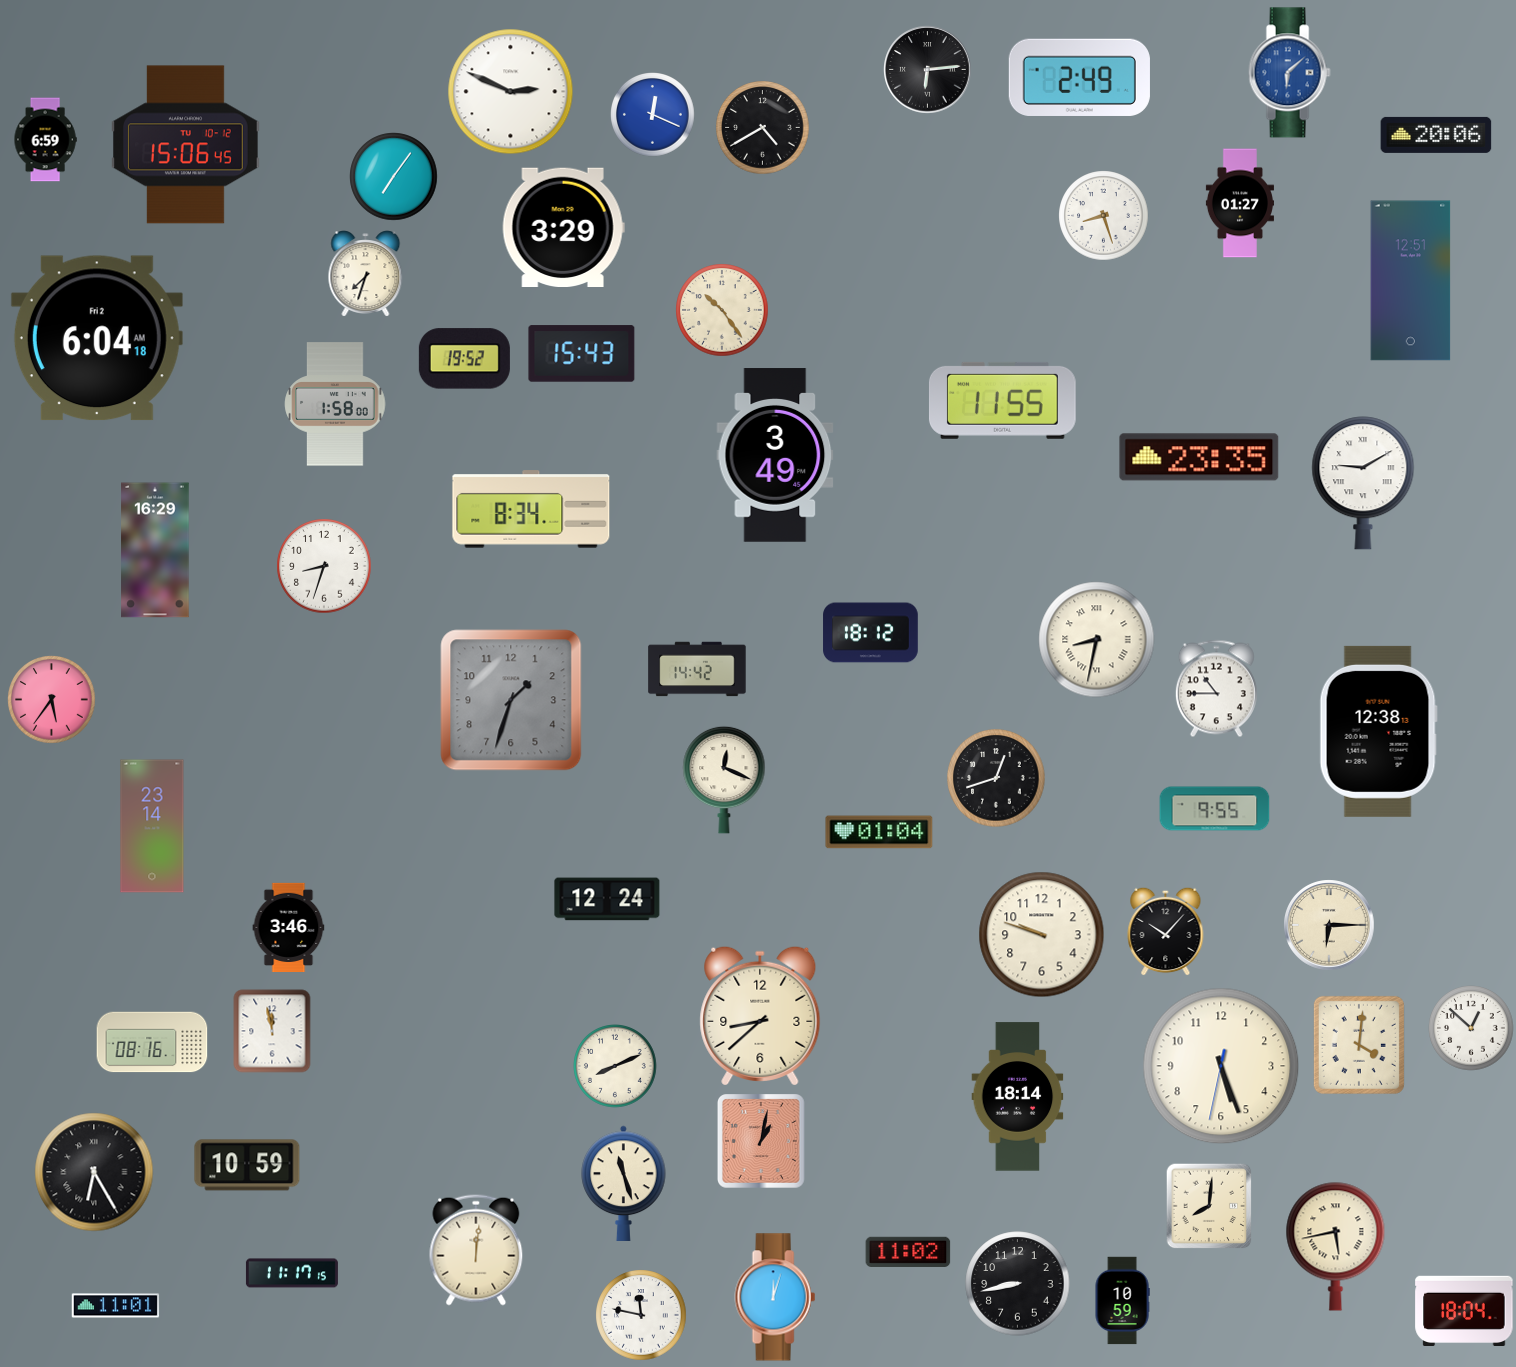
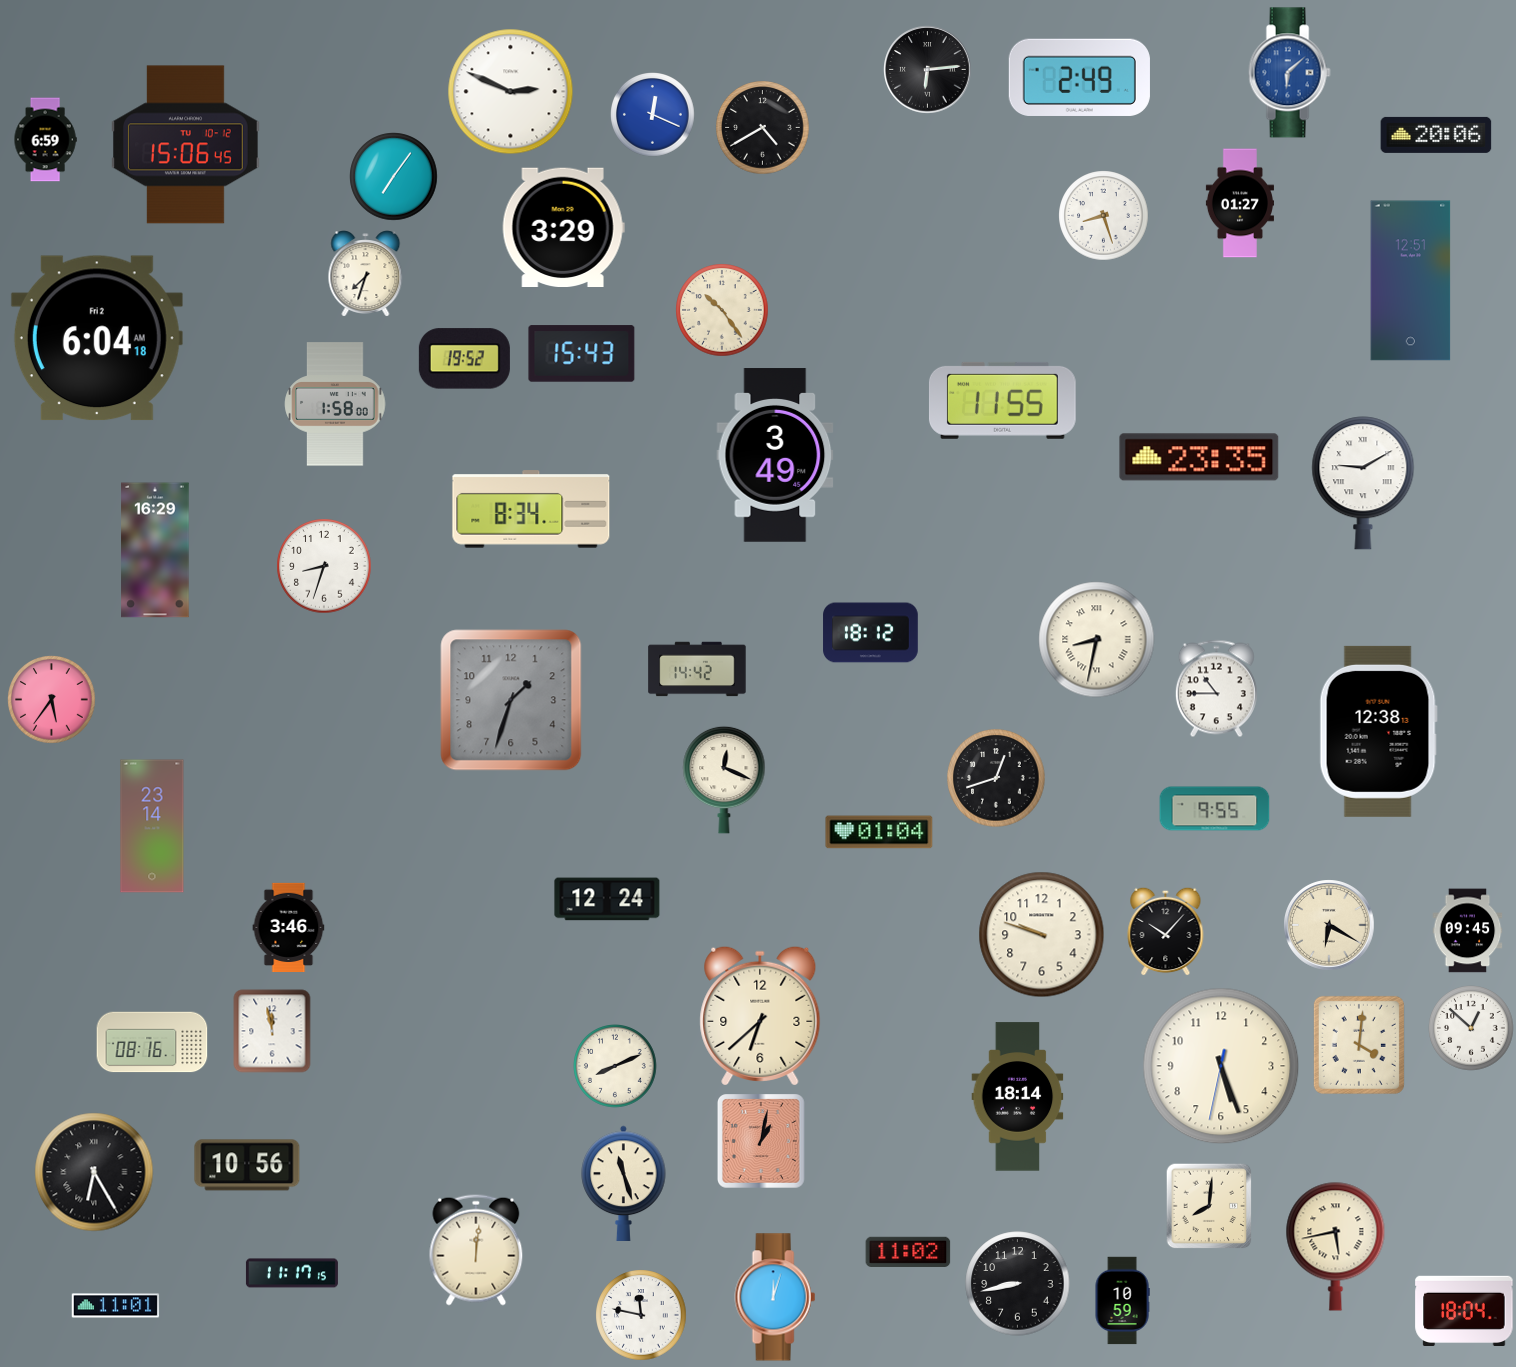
clock at (1329, 925): 6:15 -> 6:20
clock at (1468, 931): none -> 09:45
clock at (760, 1016): 8:38 -> 6:38
clock at (247, 1165): 10:59 -> 10:56
